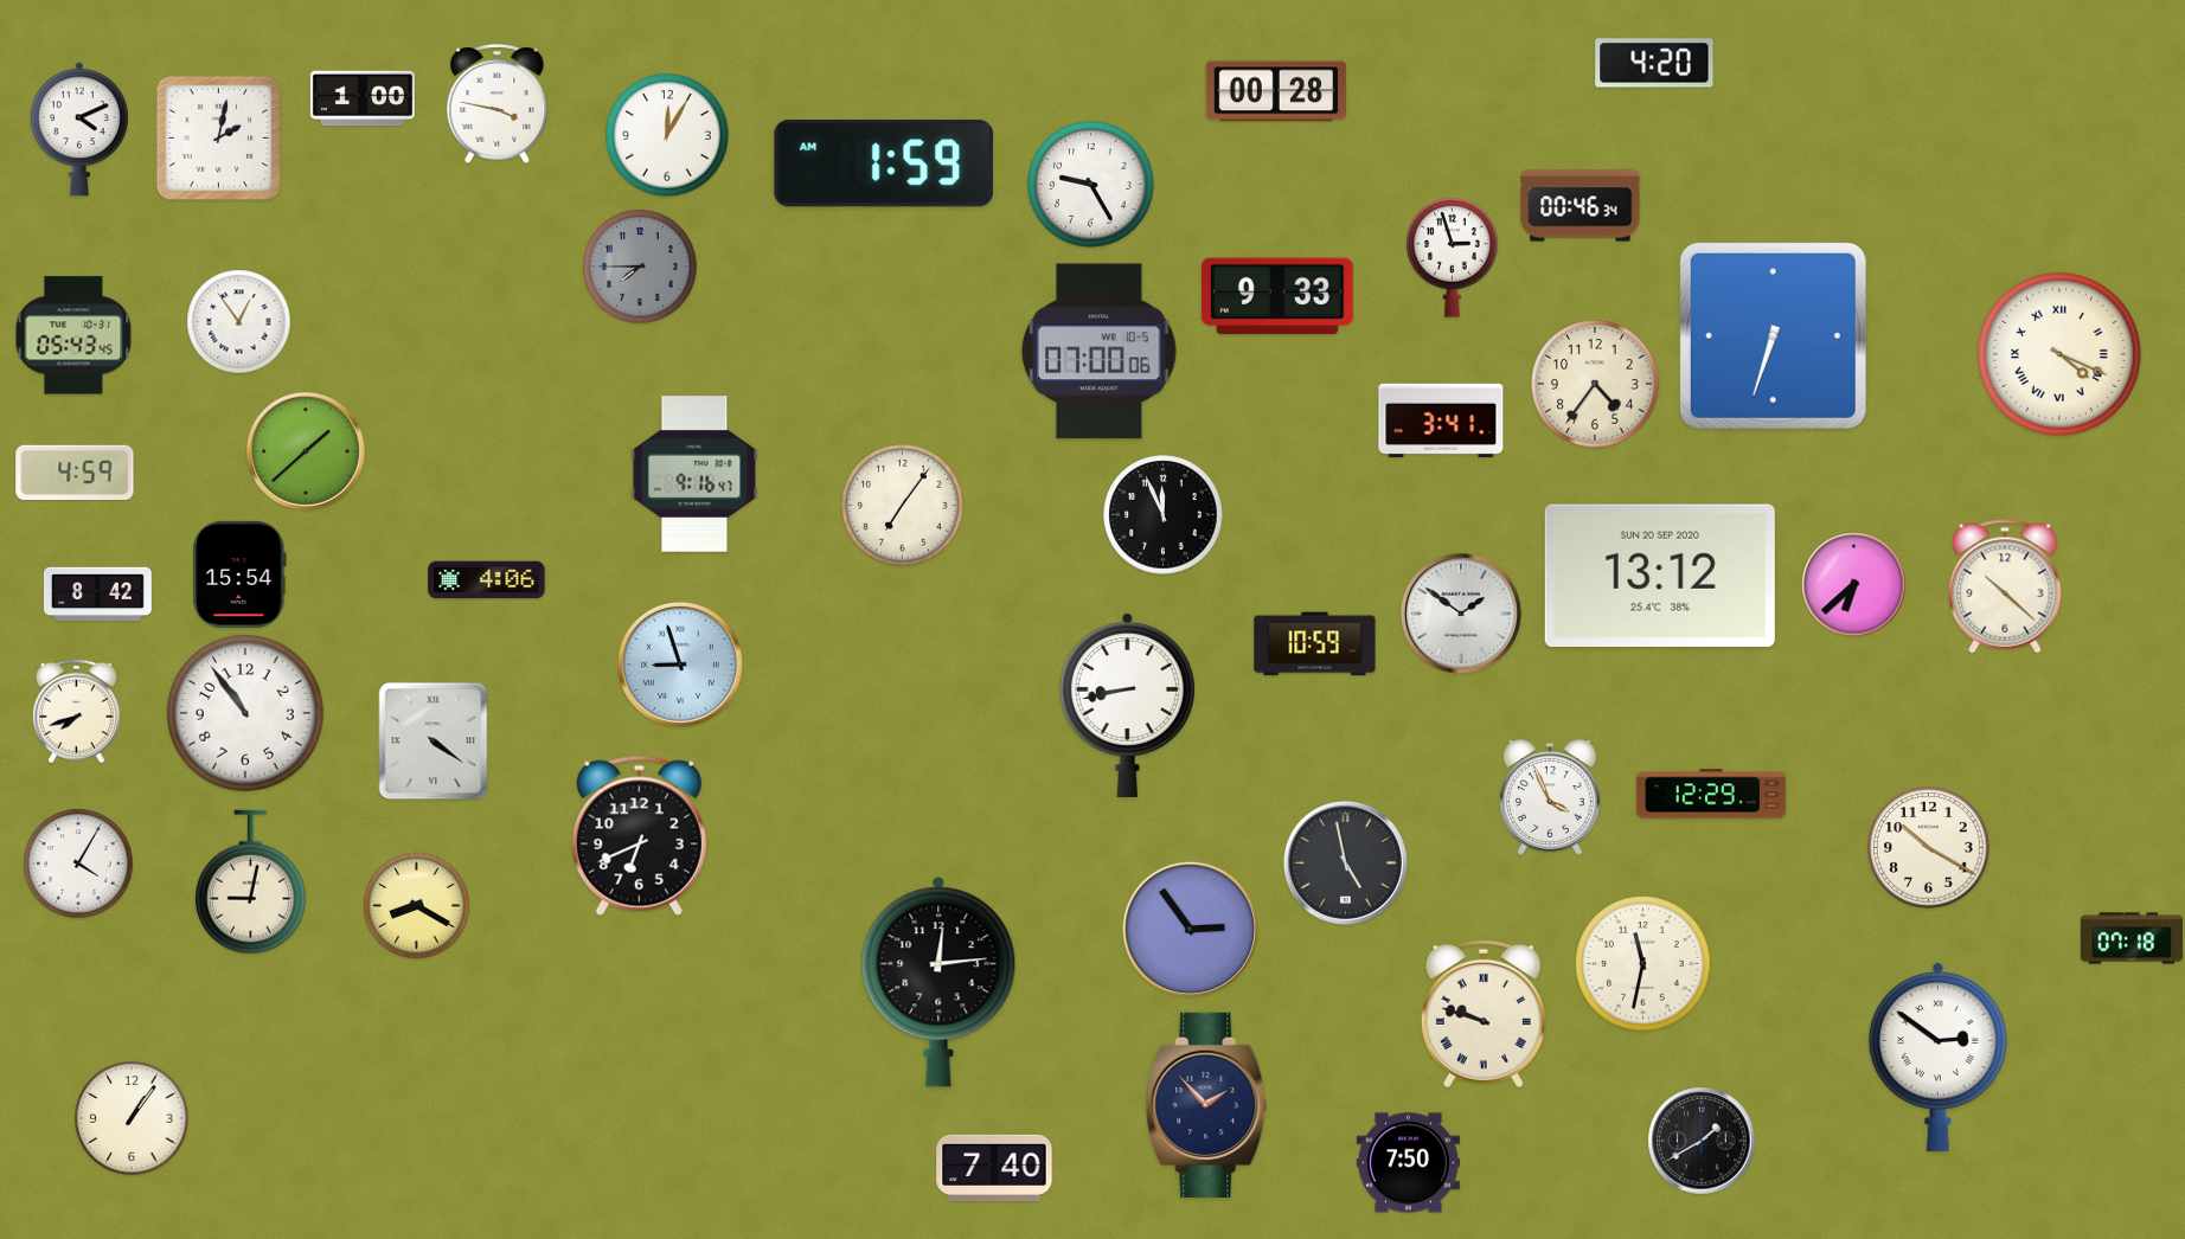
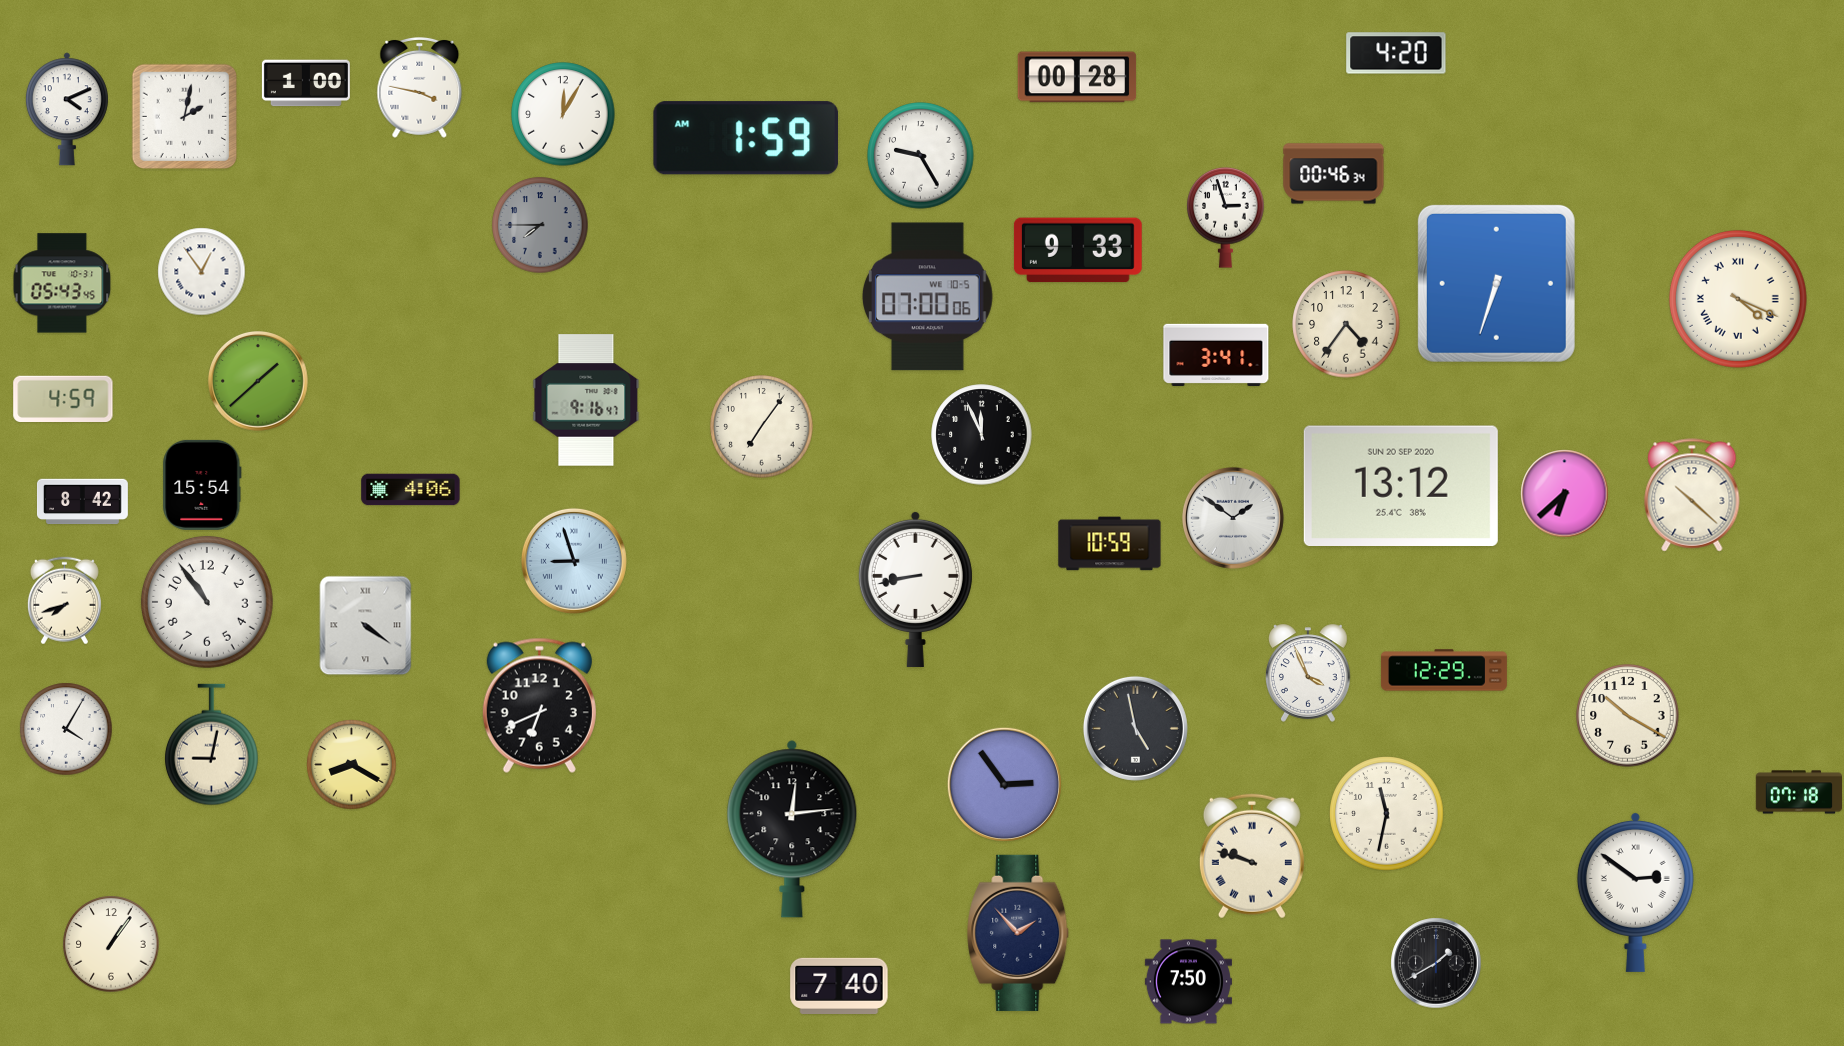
clock at (1127, 705) position: (1127, 705) -> (915, 589)
